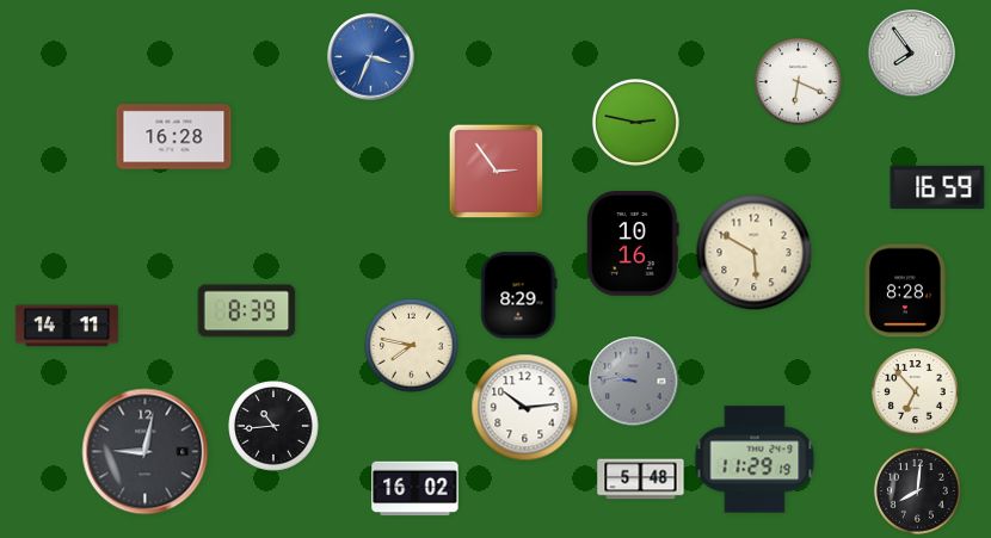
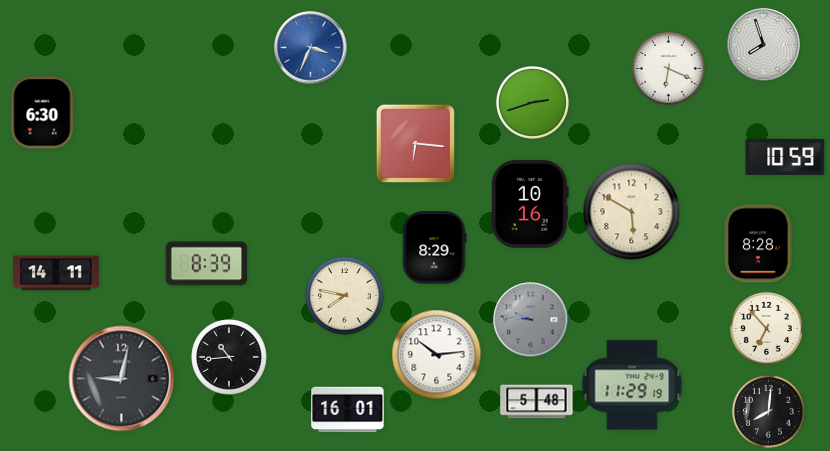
clock at (912, 54): 7:54 -> 7:57
clock at (635, 122): 2:47 -> 2:42
clock at (42, 113): none -> 6:30
clock at (174, 137): 16:28 -> none
clock at (497, 172): 2:54 -> 6:16
clock at (937, 187): 16:59 -> 10:59
clock at (247, 311) position: (247, 311) -> (207, 264)
clock at (412, 346) position: (412, 346) -> (345, 296)
clock at (525, 408) position: (525, 408) -> (437, 355)
clock at (416, 489): 16:02 -> 16:01
